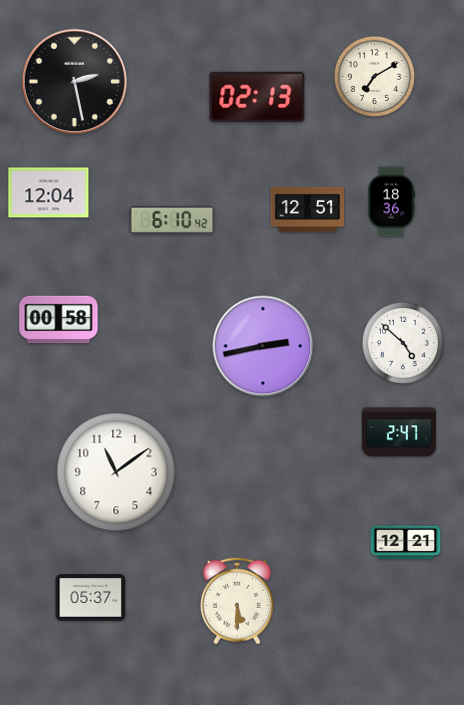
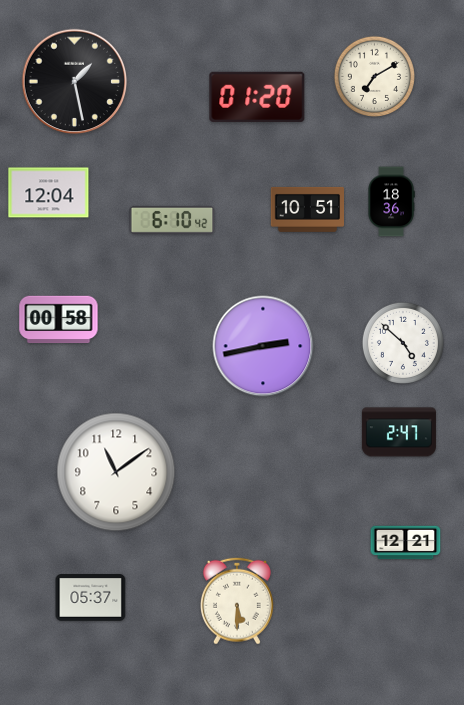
clock at (75, 82): 2:28 -> 1:28
clock at (257, 97): 02:13 -> 01:20
clock at (307, 209): 12:51 -> 10:51
